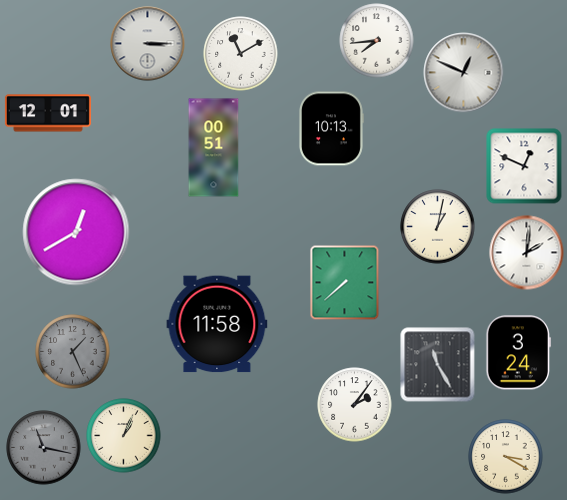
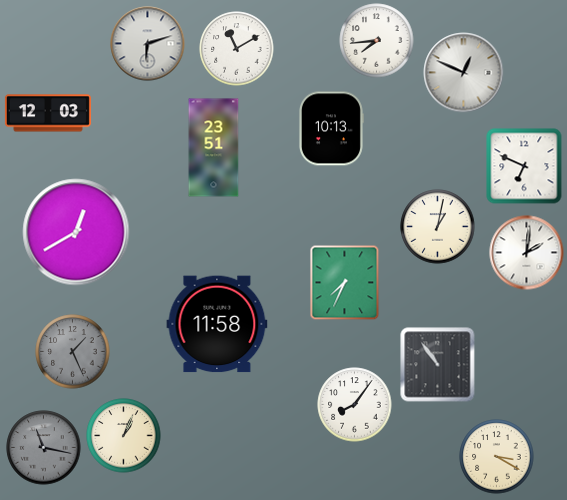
clock at (148, 44): 3:15 -> 6:12
clock at (241, 54) position: (241, 54) -> (237, 49)
clock at (48, 113): 12:01 -> 12:03
clock at (214, 148): 00:51 -> 23:51
clock at (524, 166): 12:49 -> 6:49
clock at (345, 283): 7:38 -> 7:34
clock at (518, 353): 3:24 -> none
clock at (438, 365): 11:25 -> 10:54
clock at (355, 405): 2:06 -> 8:06
clock at (506, 457) position: (506, 457) -> (497, 457)
